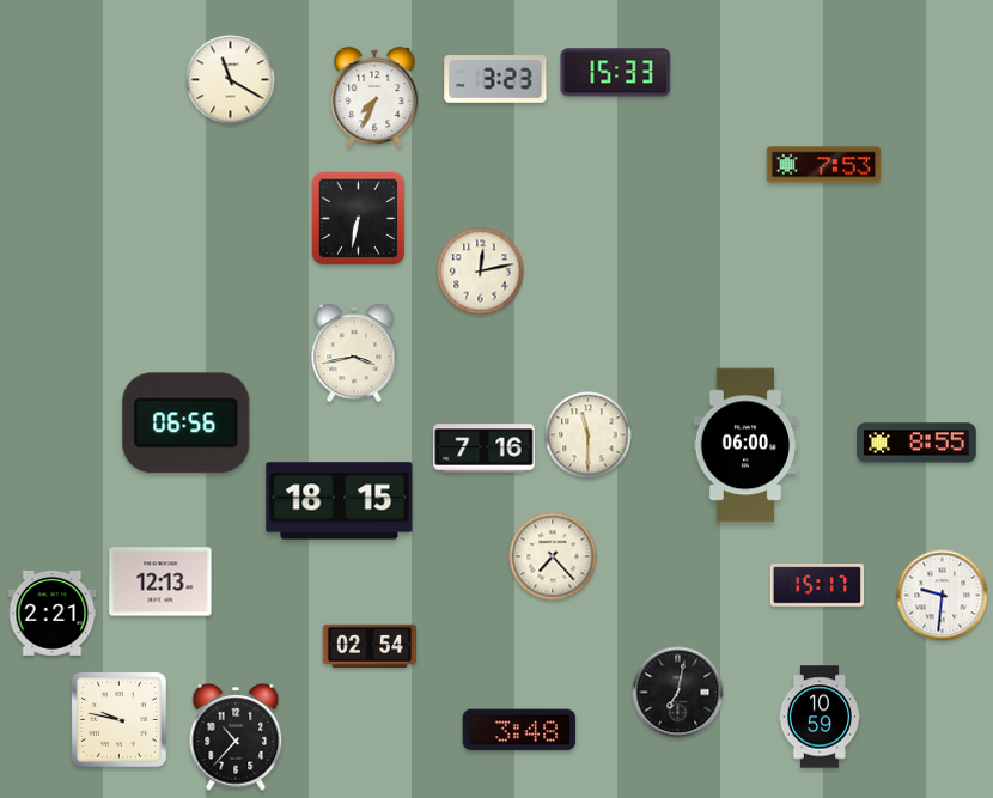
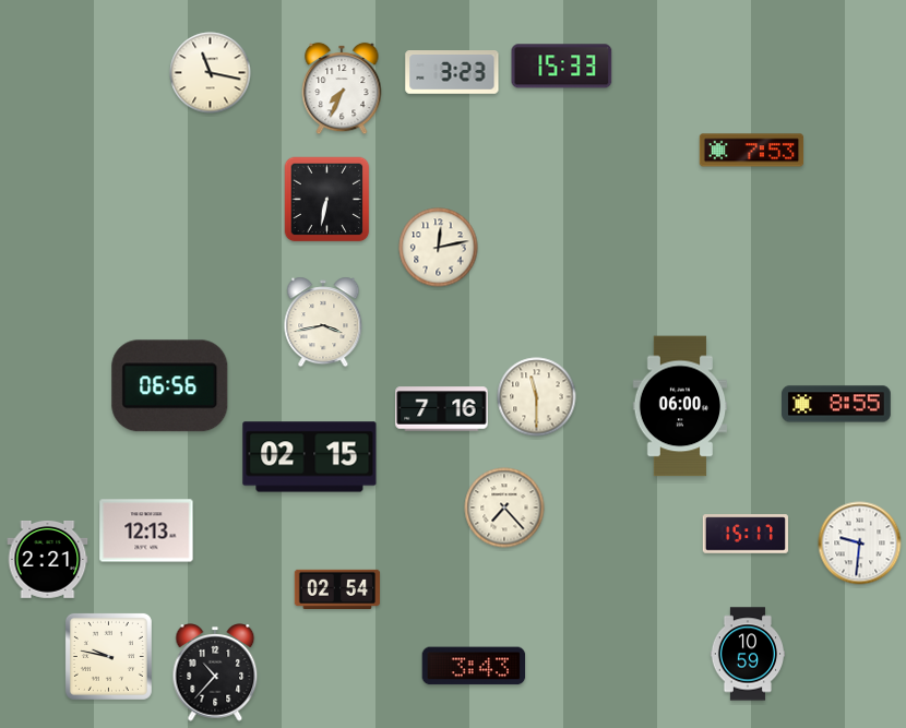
clock at (231, 80): 11:20 -> 11:17
clock at (340, 501): 18:15 -> 02:15
clock at (678, 693): 7:02 -> none
clock at (519, 730): 3:48 -> 3:43
